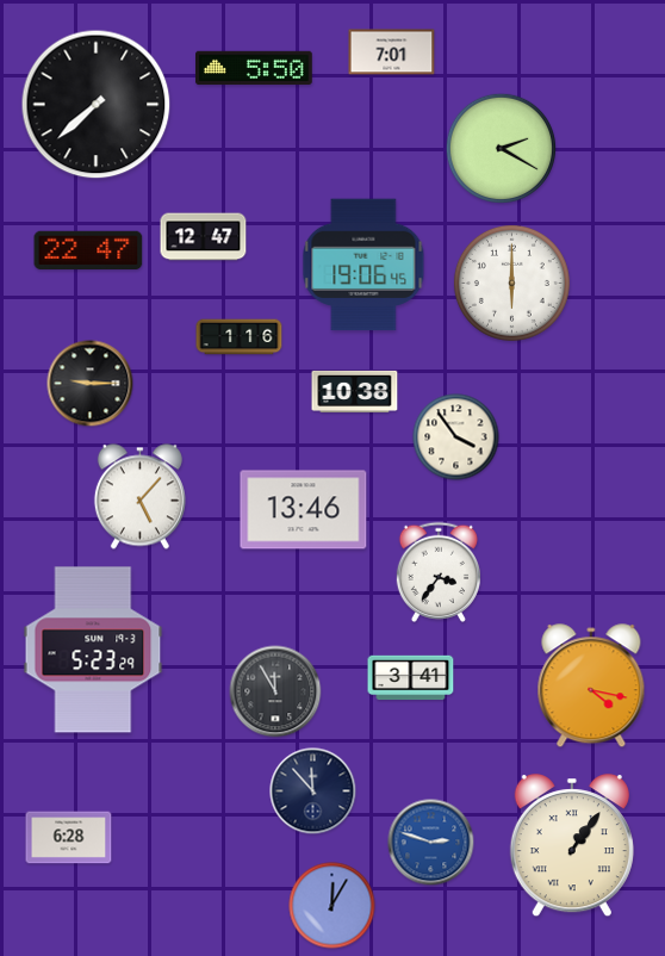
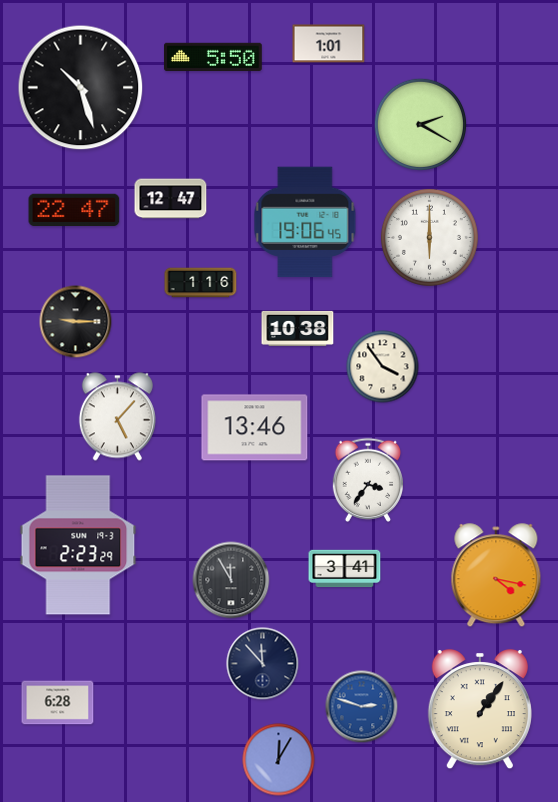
clock at (392, 52): 7:01 -> 1:01
clock at (97, 105): 7:38 -> 10:27
clock at (93, 650): 5:23 -> 2:23
